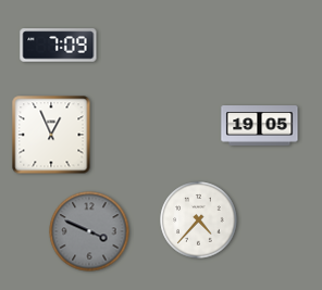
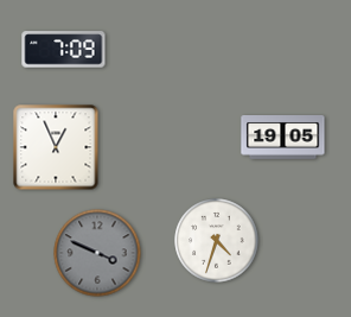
clock at (199, 220): 4:37 -> 4:33
